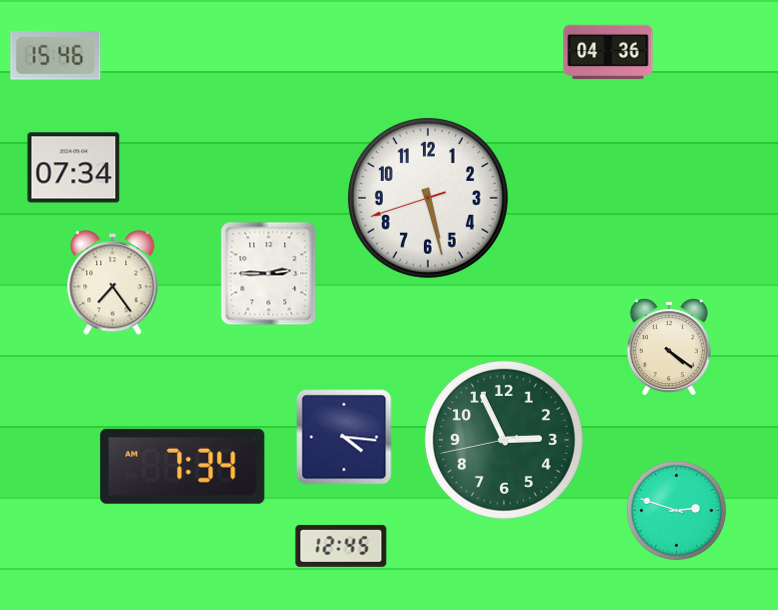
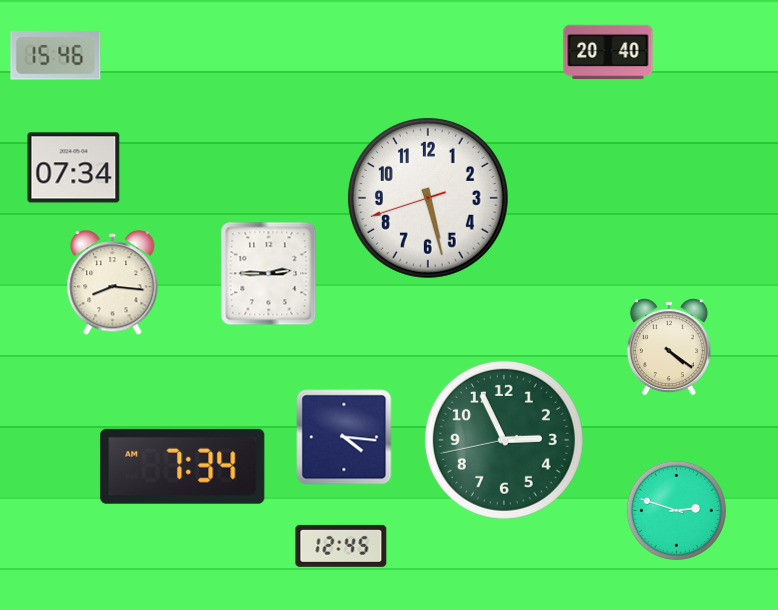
clock at (608, 52): 04:36 -> 20:40
clock at (113, 283): 7:24 -> 8:16
